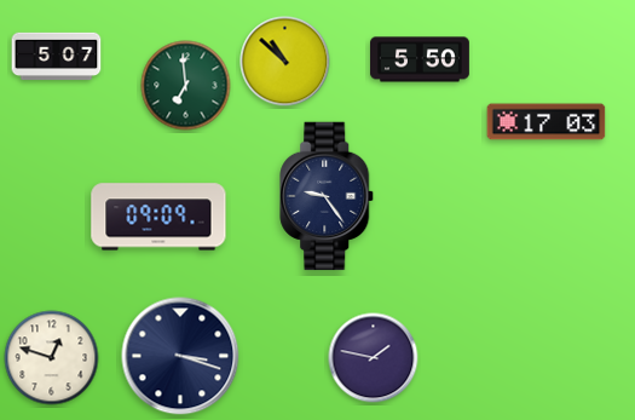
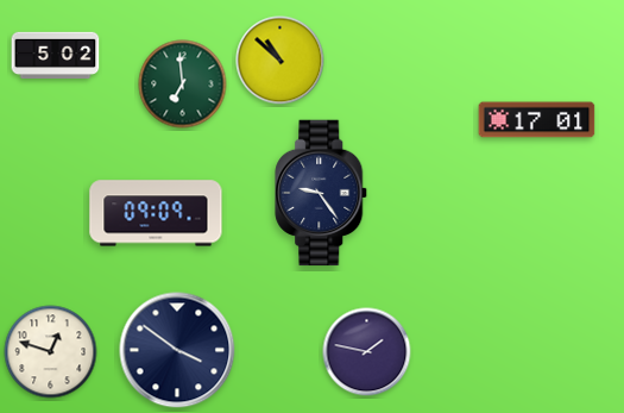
clock at (57, 56): 5:07 -> 5:02
clock at (421, 59): 5:50 -> none
clock at (547, 122): 17:03 -> 17:01
clock at (180, 356): 3:18 -> 3:51
